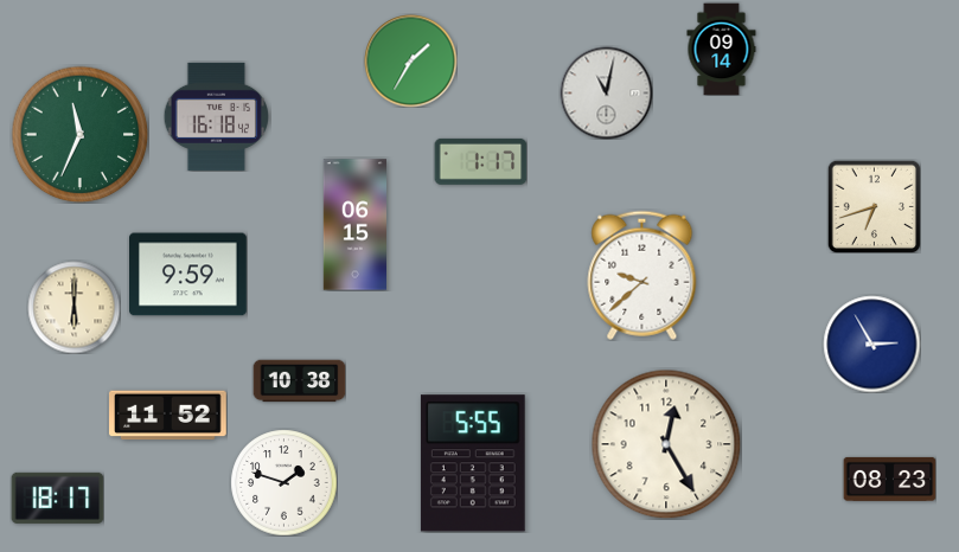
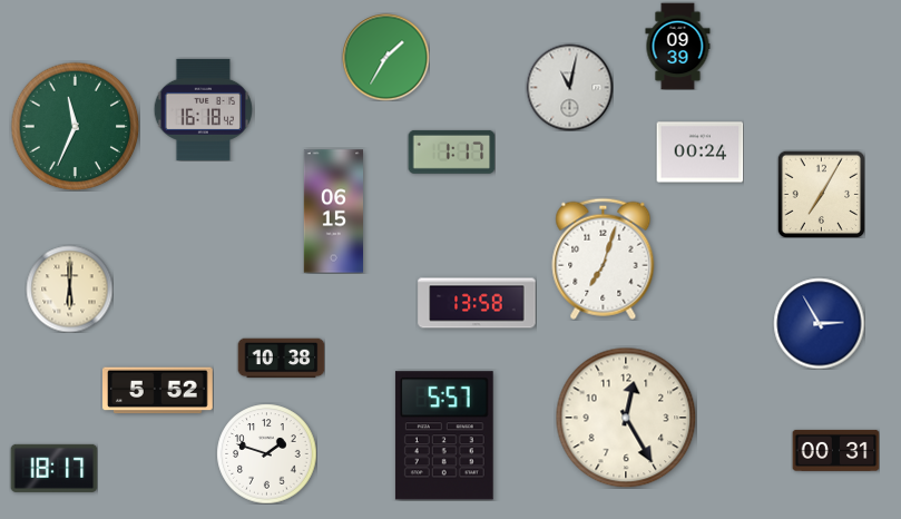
clock at (722, 49): 09:14 -> 09:39
clock at (699, 153): none -> 00:24
clock at (874, 206): 6:42 -> 7:05
clock at (188, 275): 9:59 -> none
clock at (642, 275): 9:38 -> 7:03
clock at (477, 303): none -> 13:58
clock at (168, 416): 11:52 -> 5:52
clock at (473, 463): 5:55 -> 5:57
clock at (889, 479): 08:23 -> 00:31
